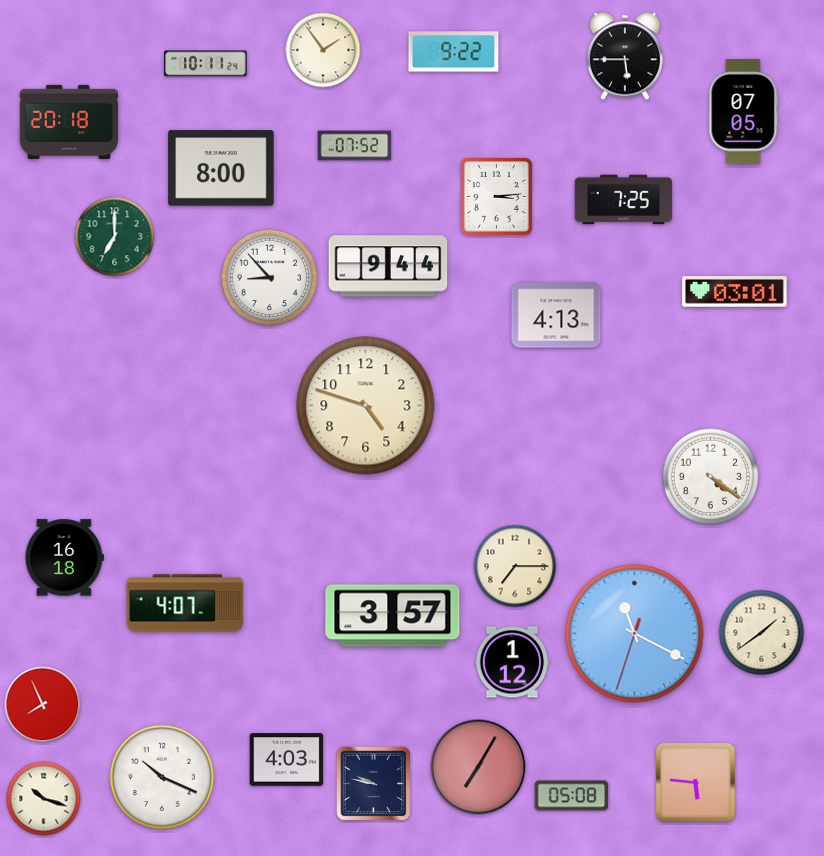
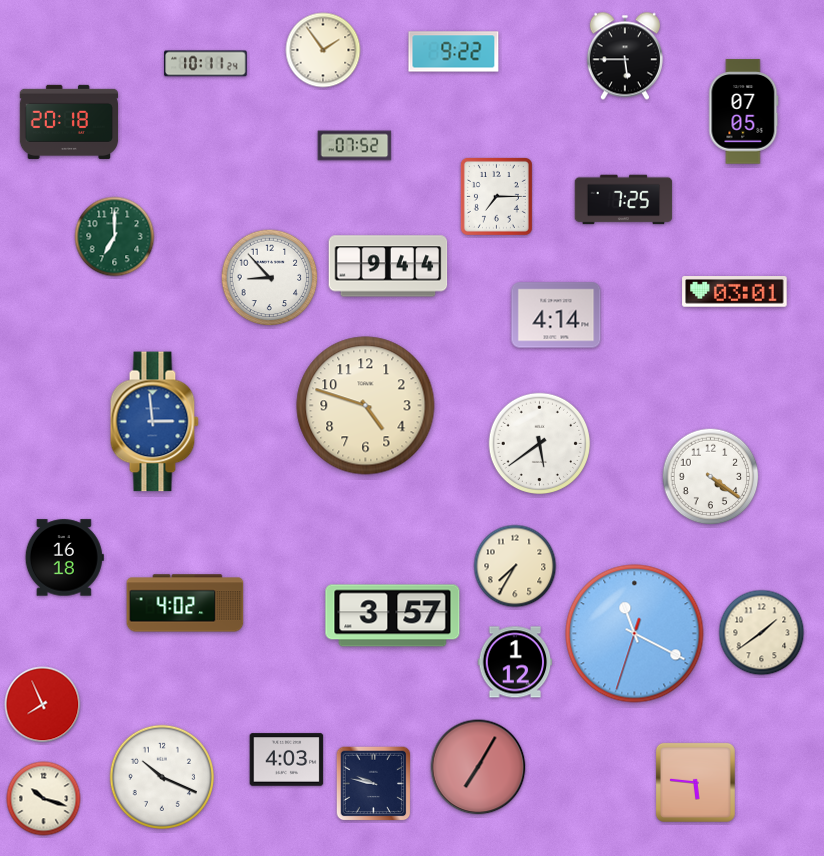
clock at (221, 168): 8:00 -> none
clock at (496, 196): 3:14 -> 7:15
clock at (556, 315): 4:13 -> 4:14
clock at (154, 422): none -> 2:59
clock at (540, 444): none -> 5:39
clock at (515, 566): 7:15 -> 7:35
clock at (185, 603): 4:07 -> 4:02
clock at (512, 662) position: (512, 662) -> (515, 662)
clock at (572, 796): 05:08 -> none
